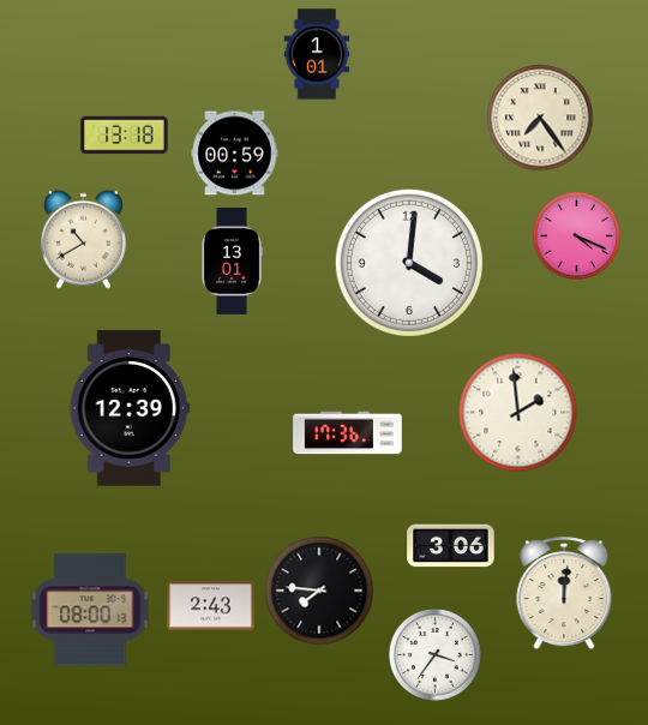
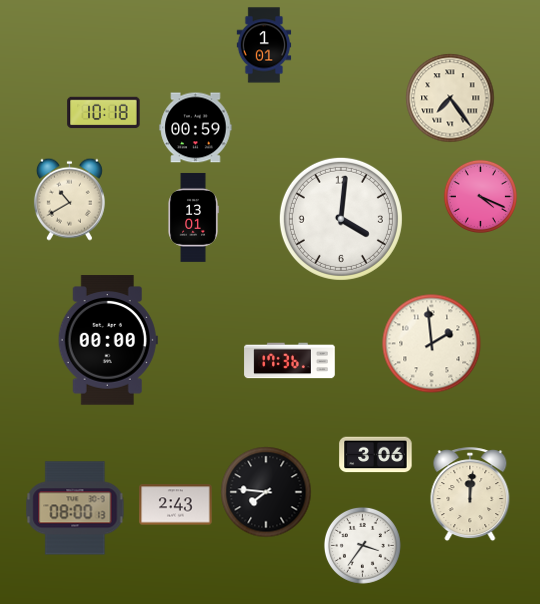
clock at (125, 136): 13:18 -> 10:18
clock at (130, 408): 12:39 -> 00:00
